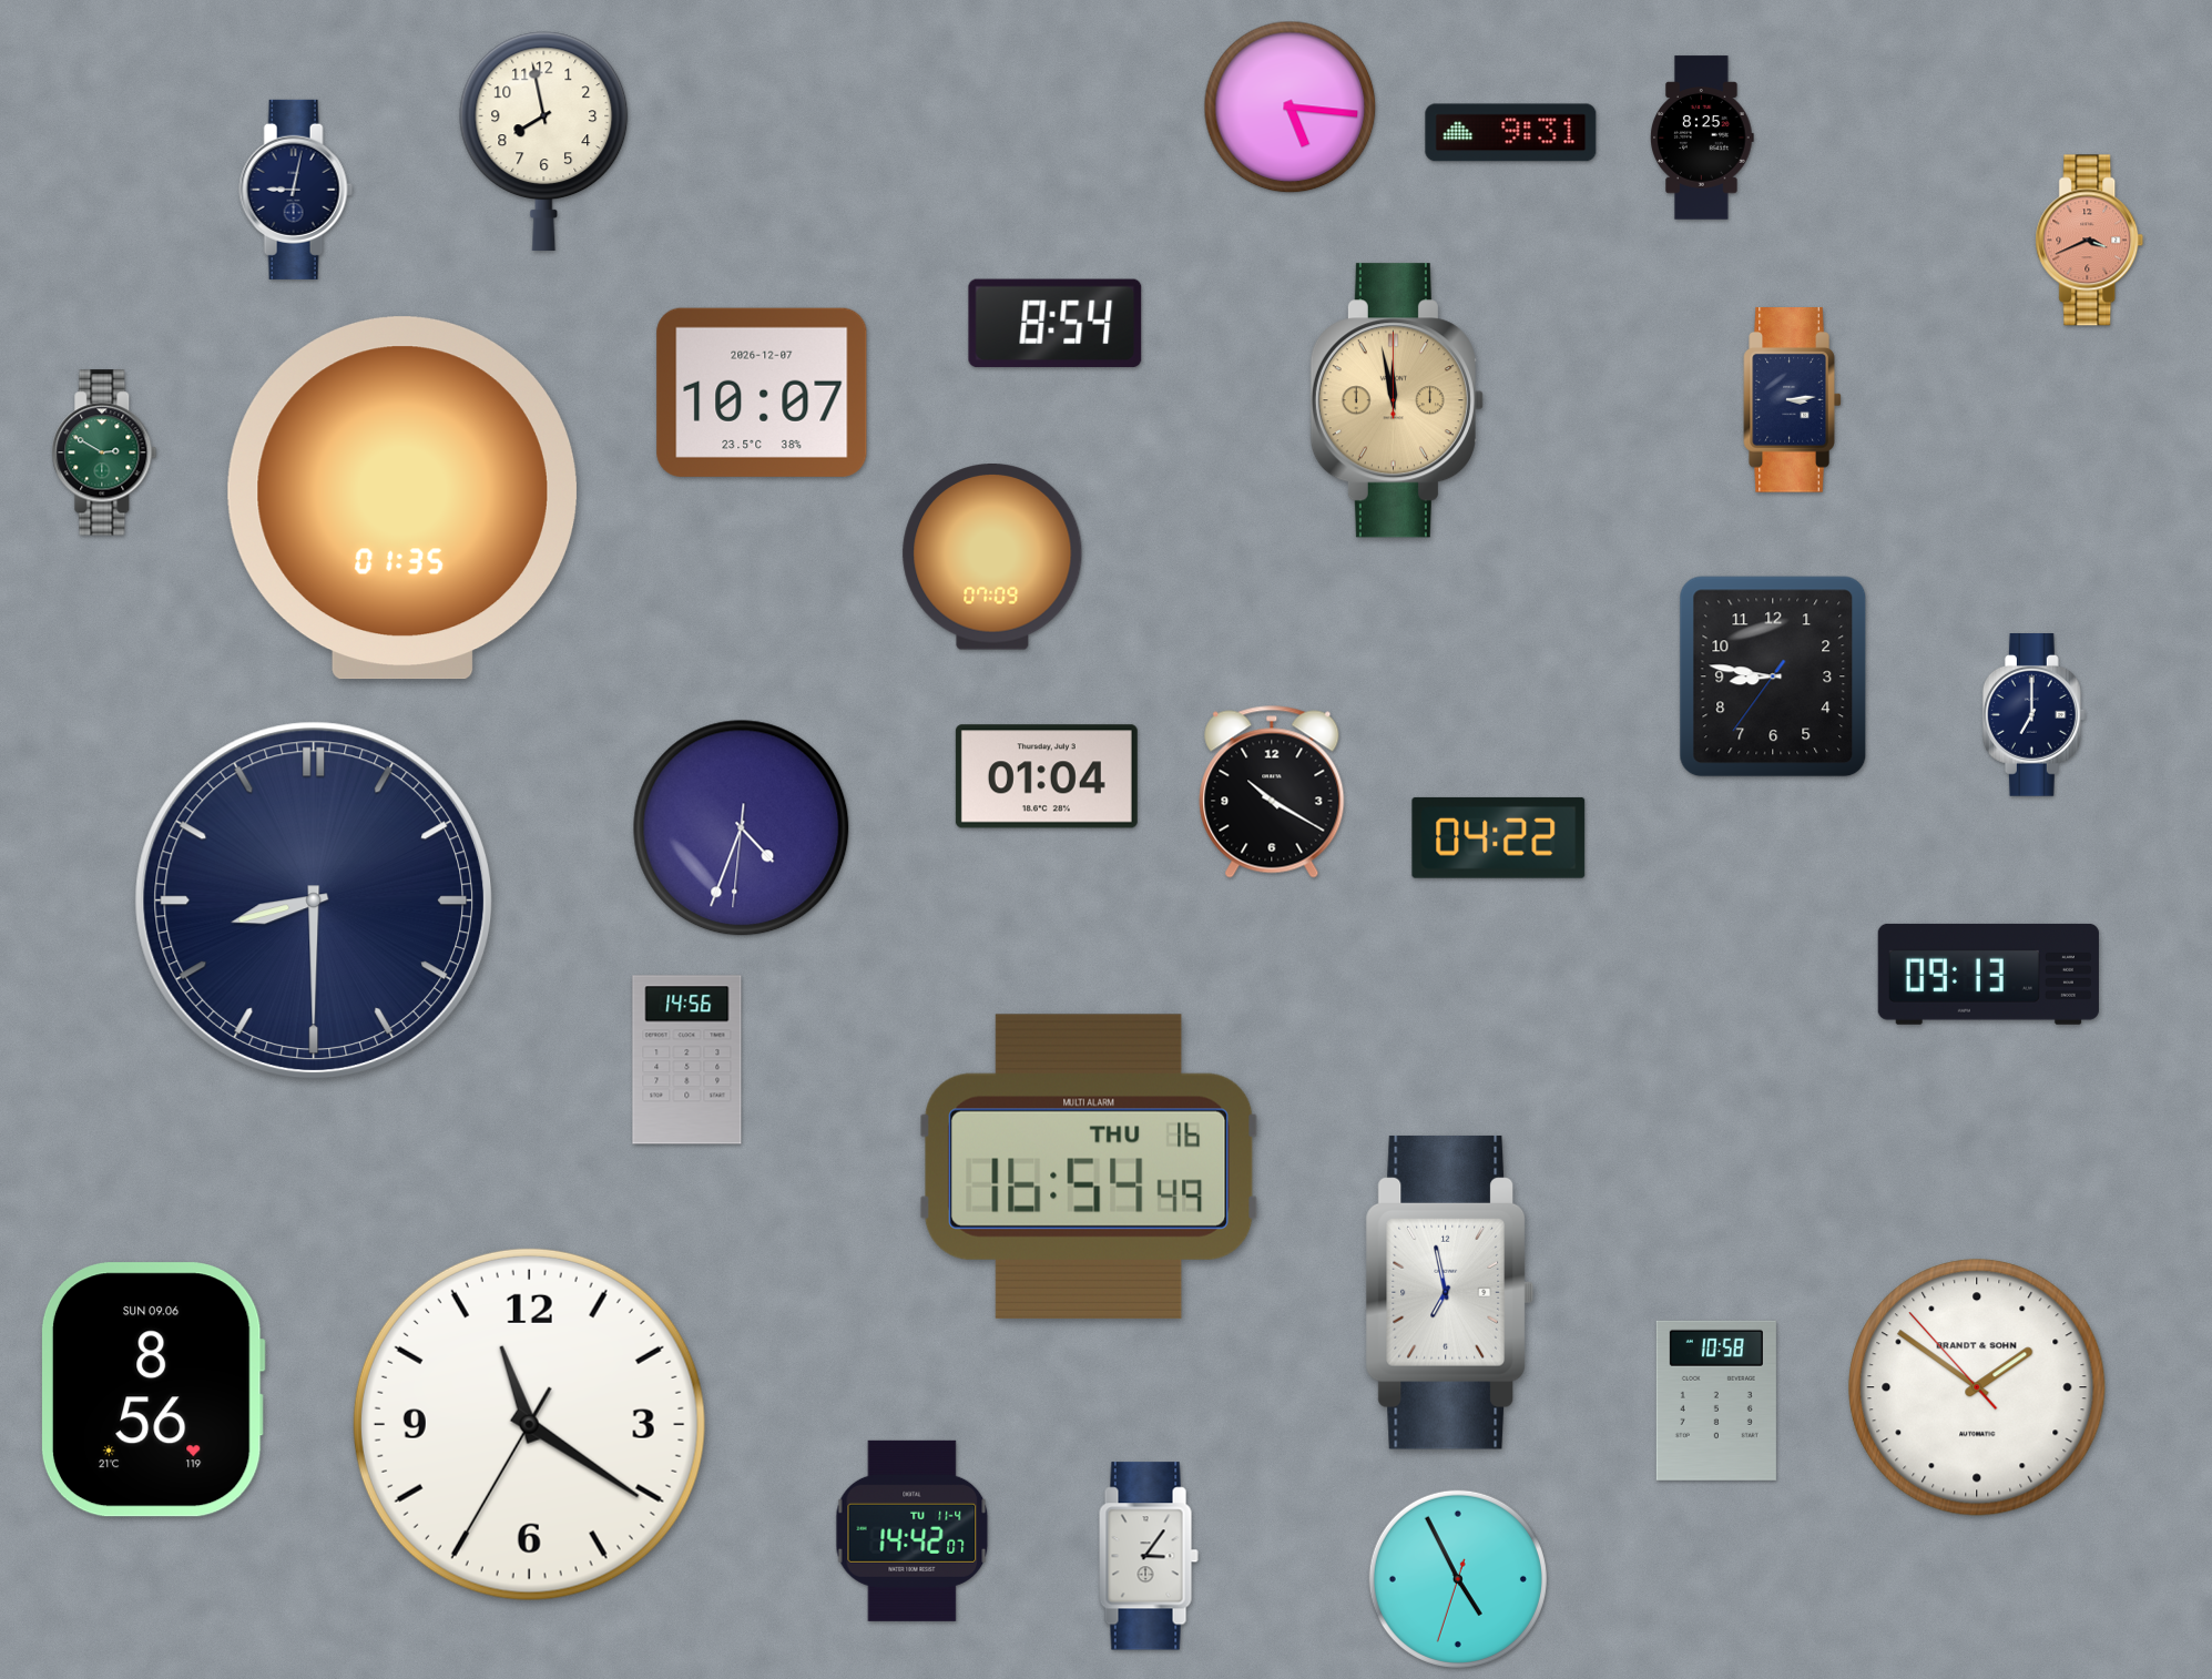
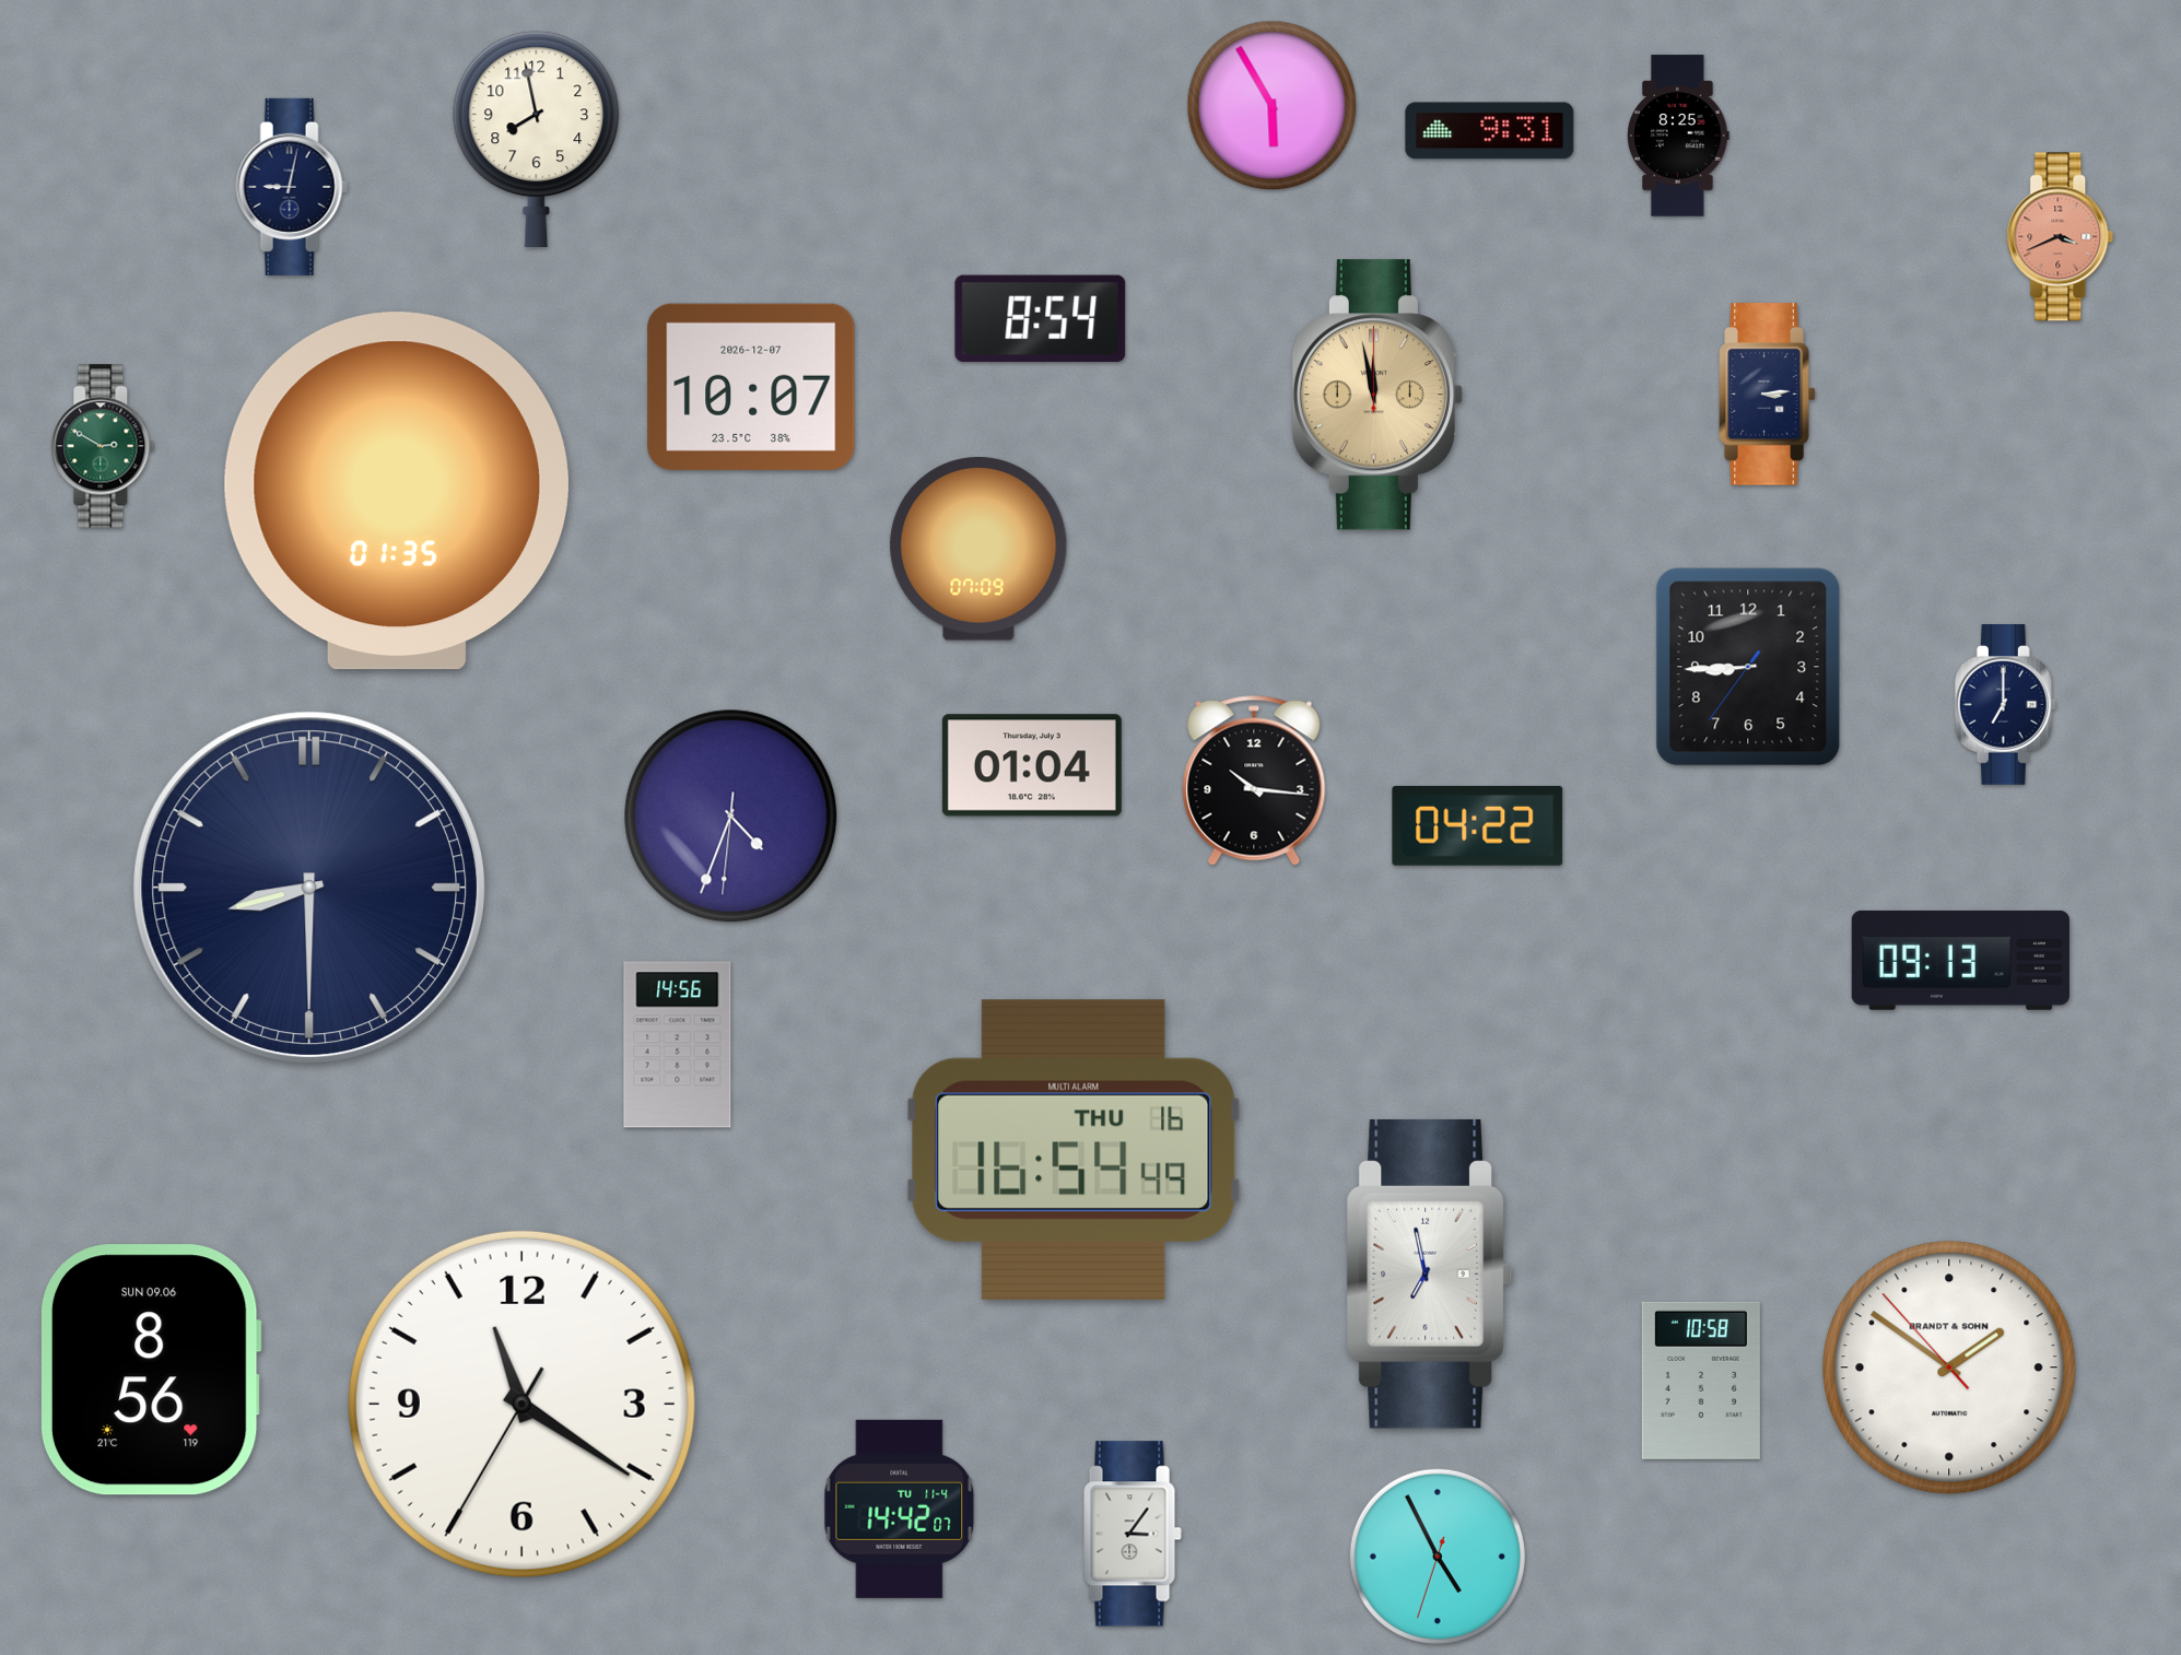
clock at (1291, 108): 5:16 -> 5:55
clock at (1773, 676): 8:46 -> 8:44
clock at (1272, 792): 10:20 -> 10:16
clock at (1716, 1401) position: (1716, 1401) -> (1701, 1381)
